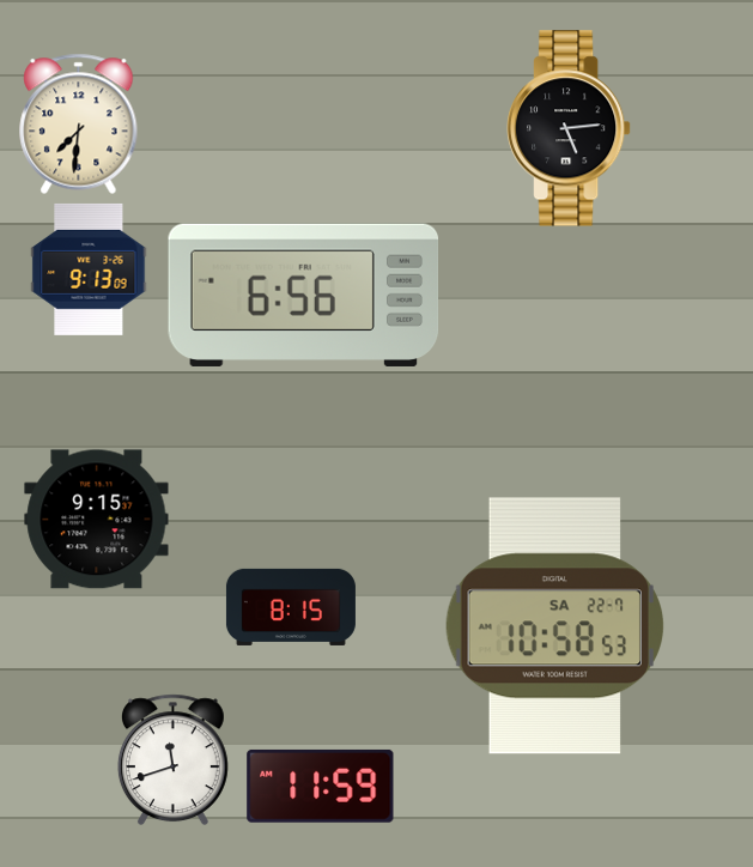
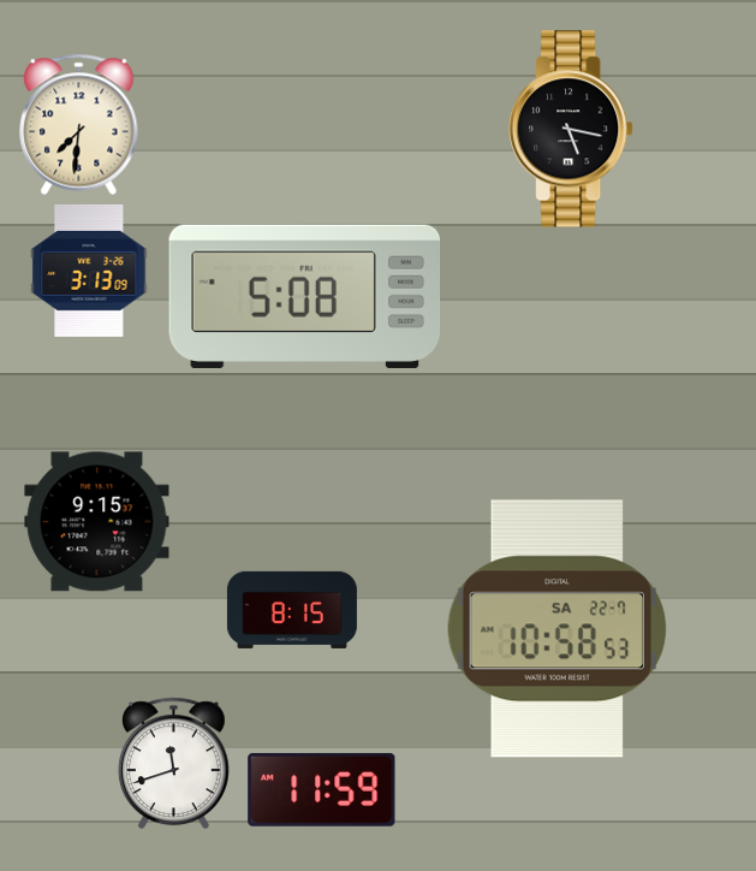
clock at (570, 128): 5:14 -> 5:17
clock at (89, 269): 9:13 -> 3:13
clock at (304, 295): 6:56 -> 5:08
